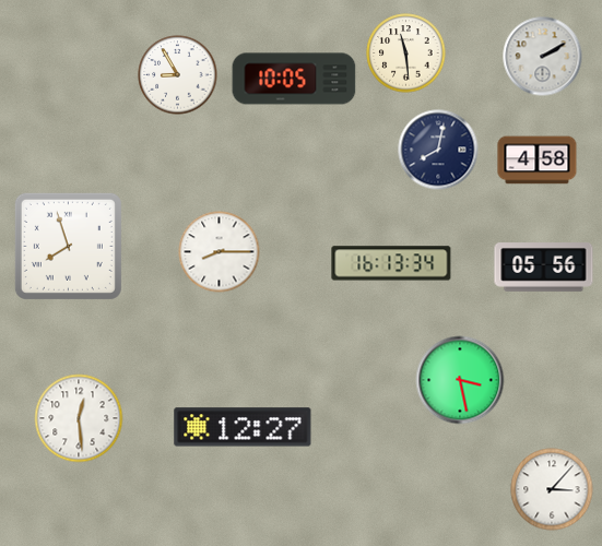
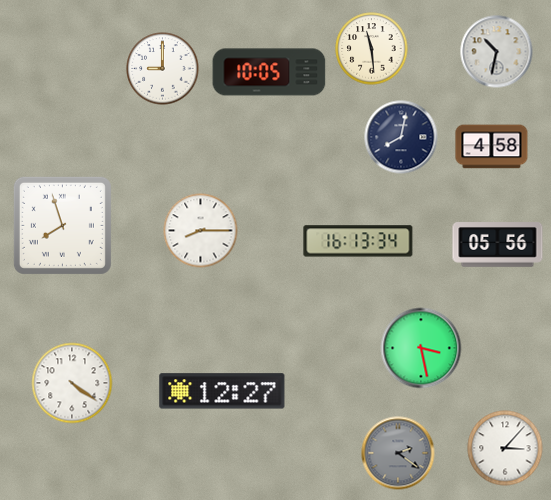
clock at (543, 57): 2:10 -> 10:32
clock at (178, 75): 8:55 -> 9:00
clock at (79, 418): 12:29 -> 4:21
clock at (398, 453): none -> 2:21
